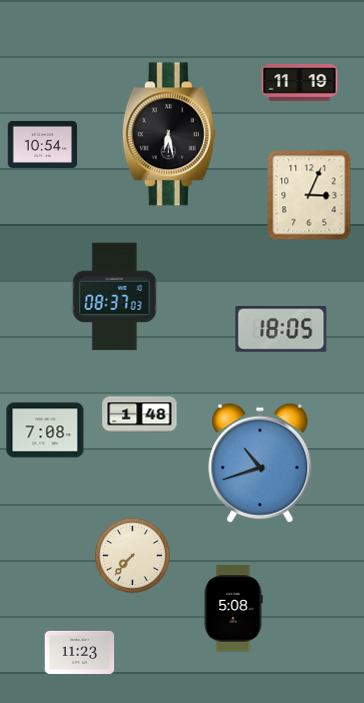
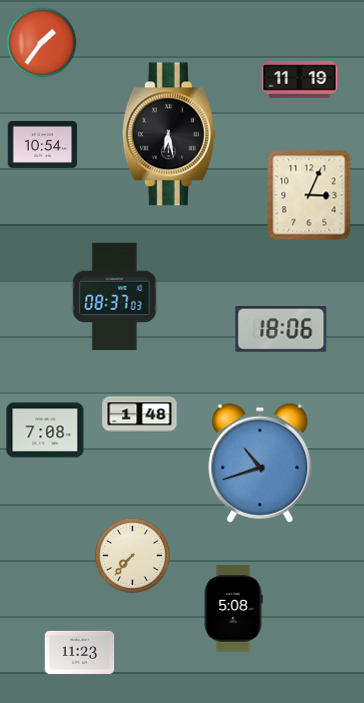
clock at (42, 43): none -> 1:36
clock at (300, 83) position: (300, 83) -> (300, 80)
clock at (281, 330): 18:05 -> 18:06
